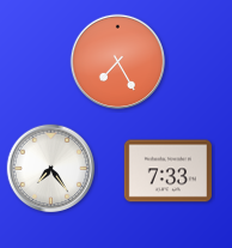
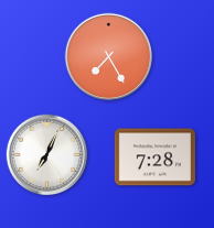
clock at (51, 169): 7:24 -> 7:04
clock at (167, 171): 7:33 -> 7:28
